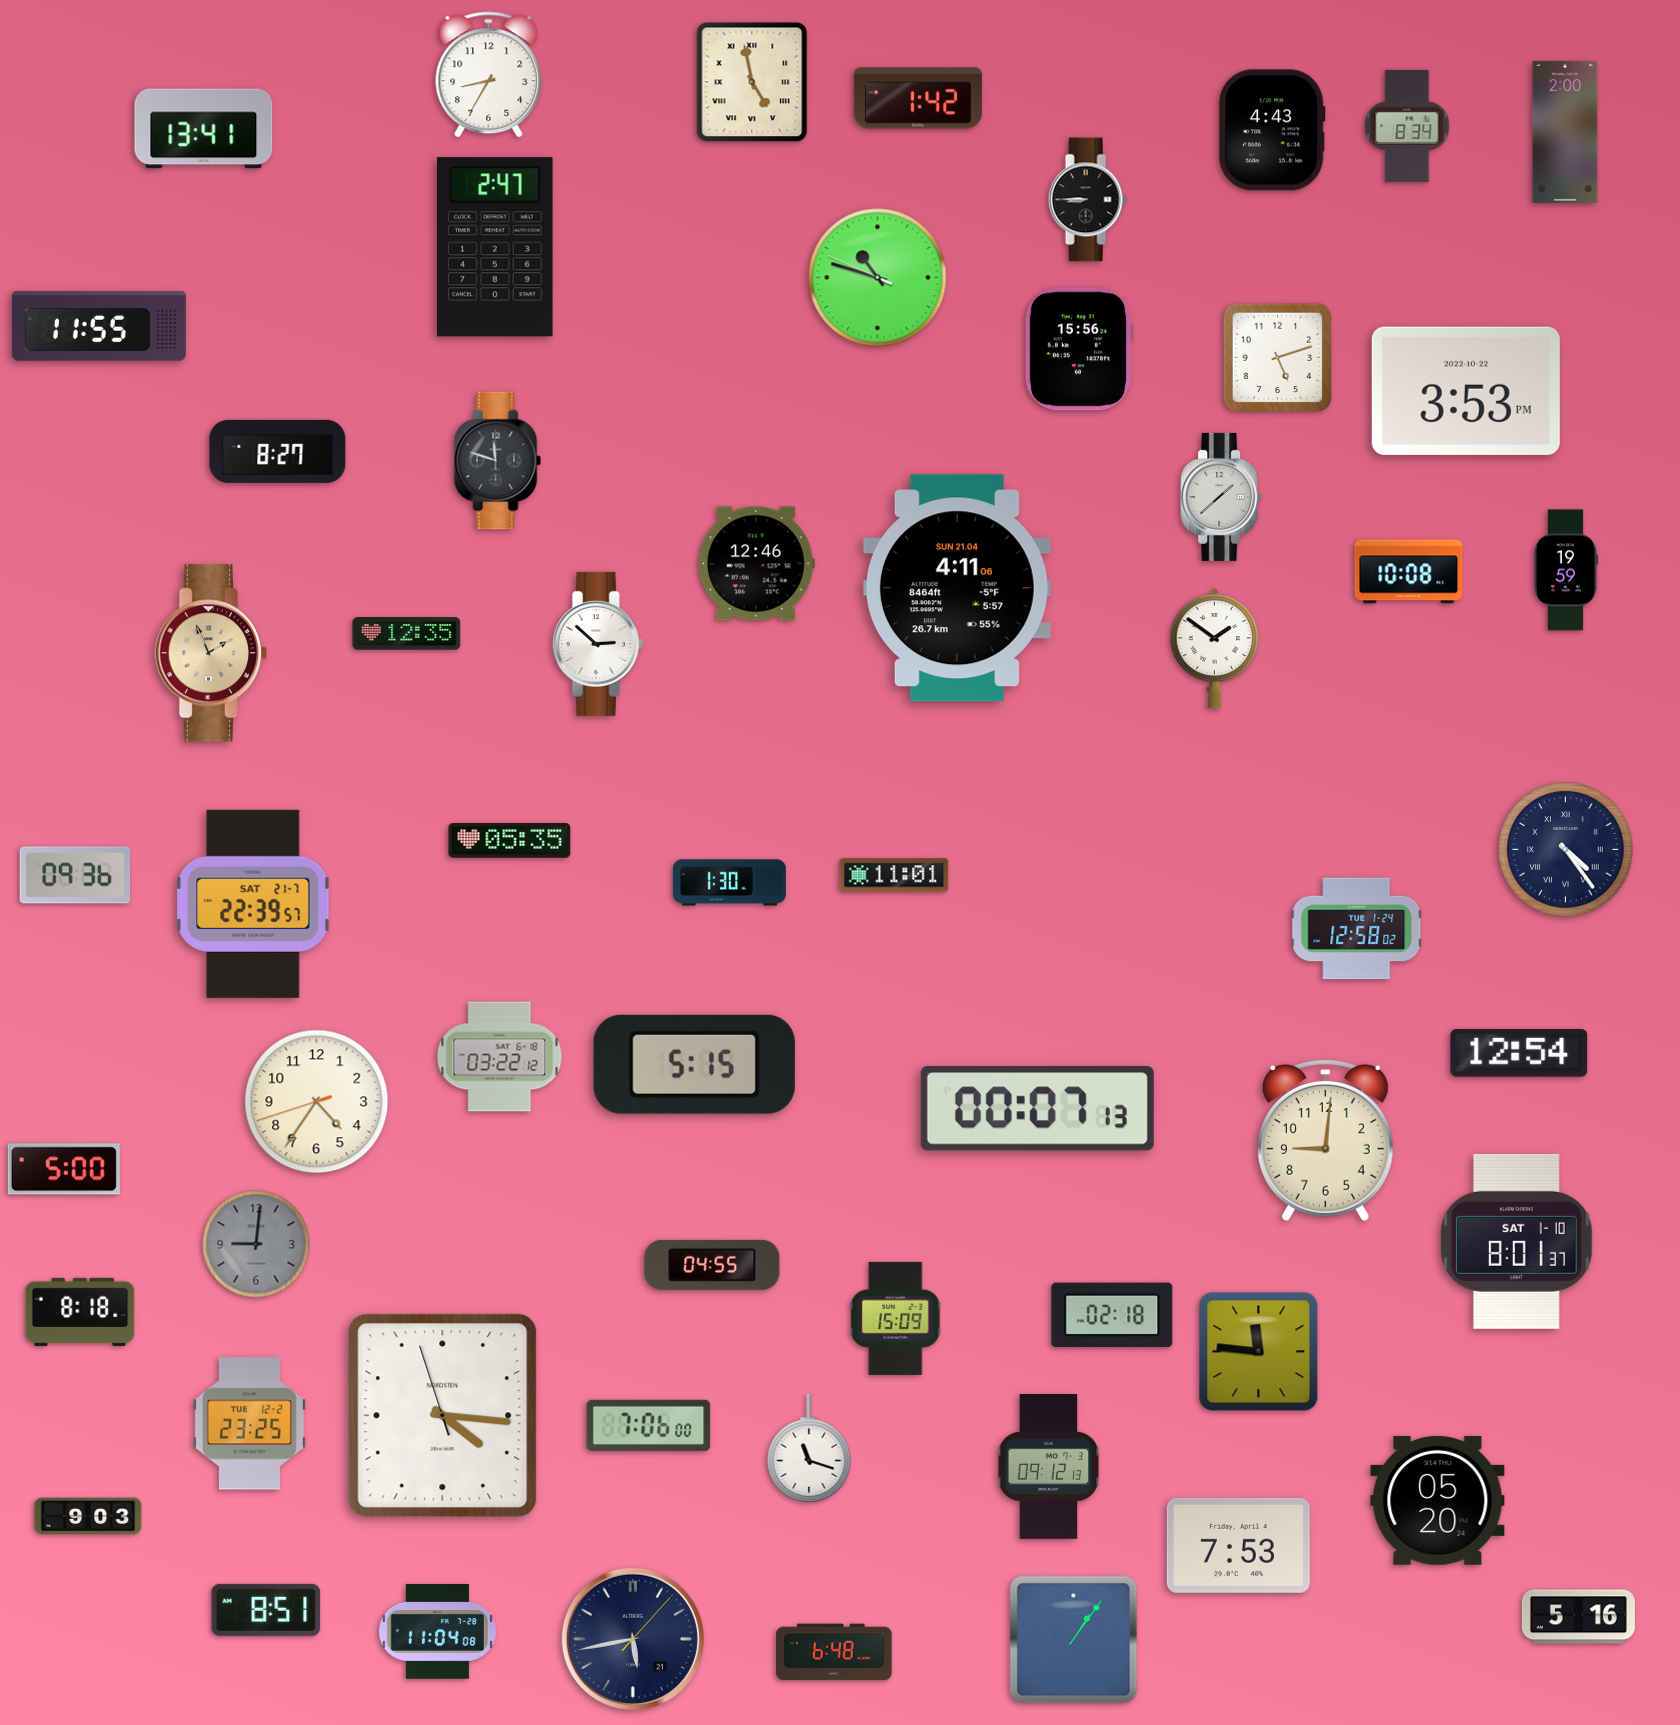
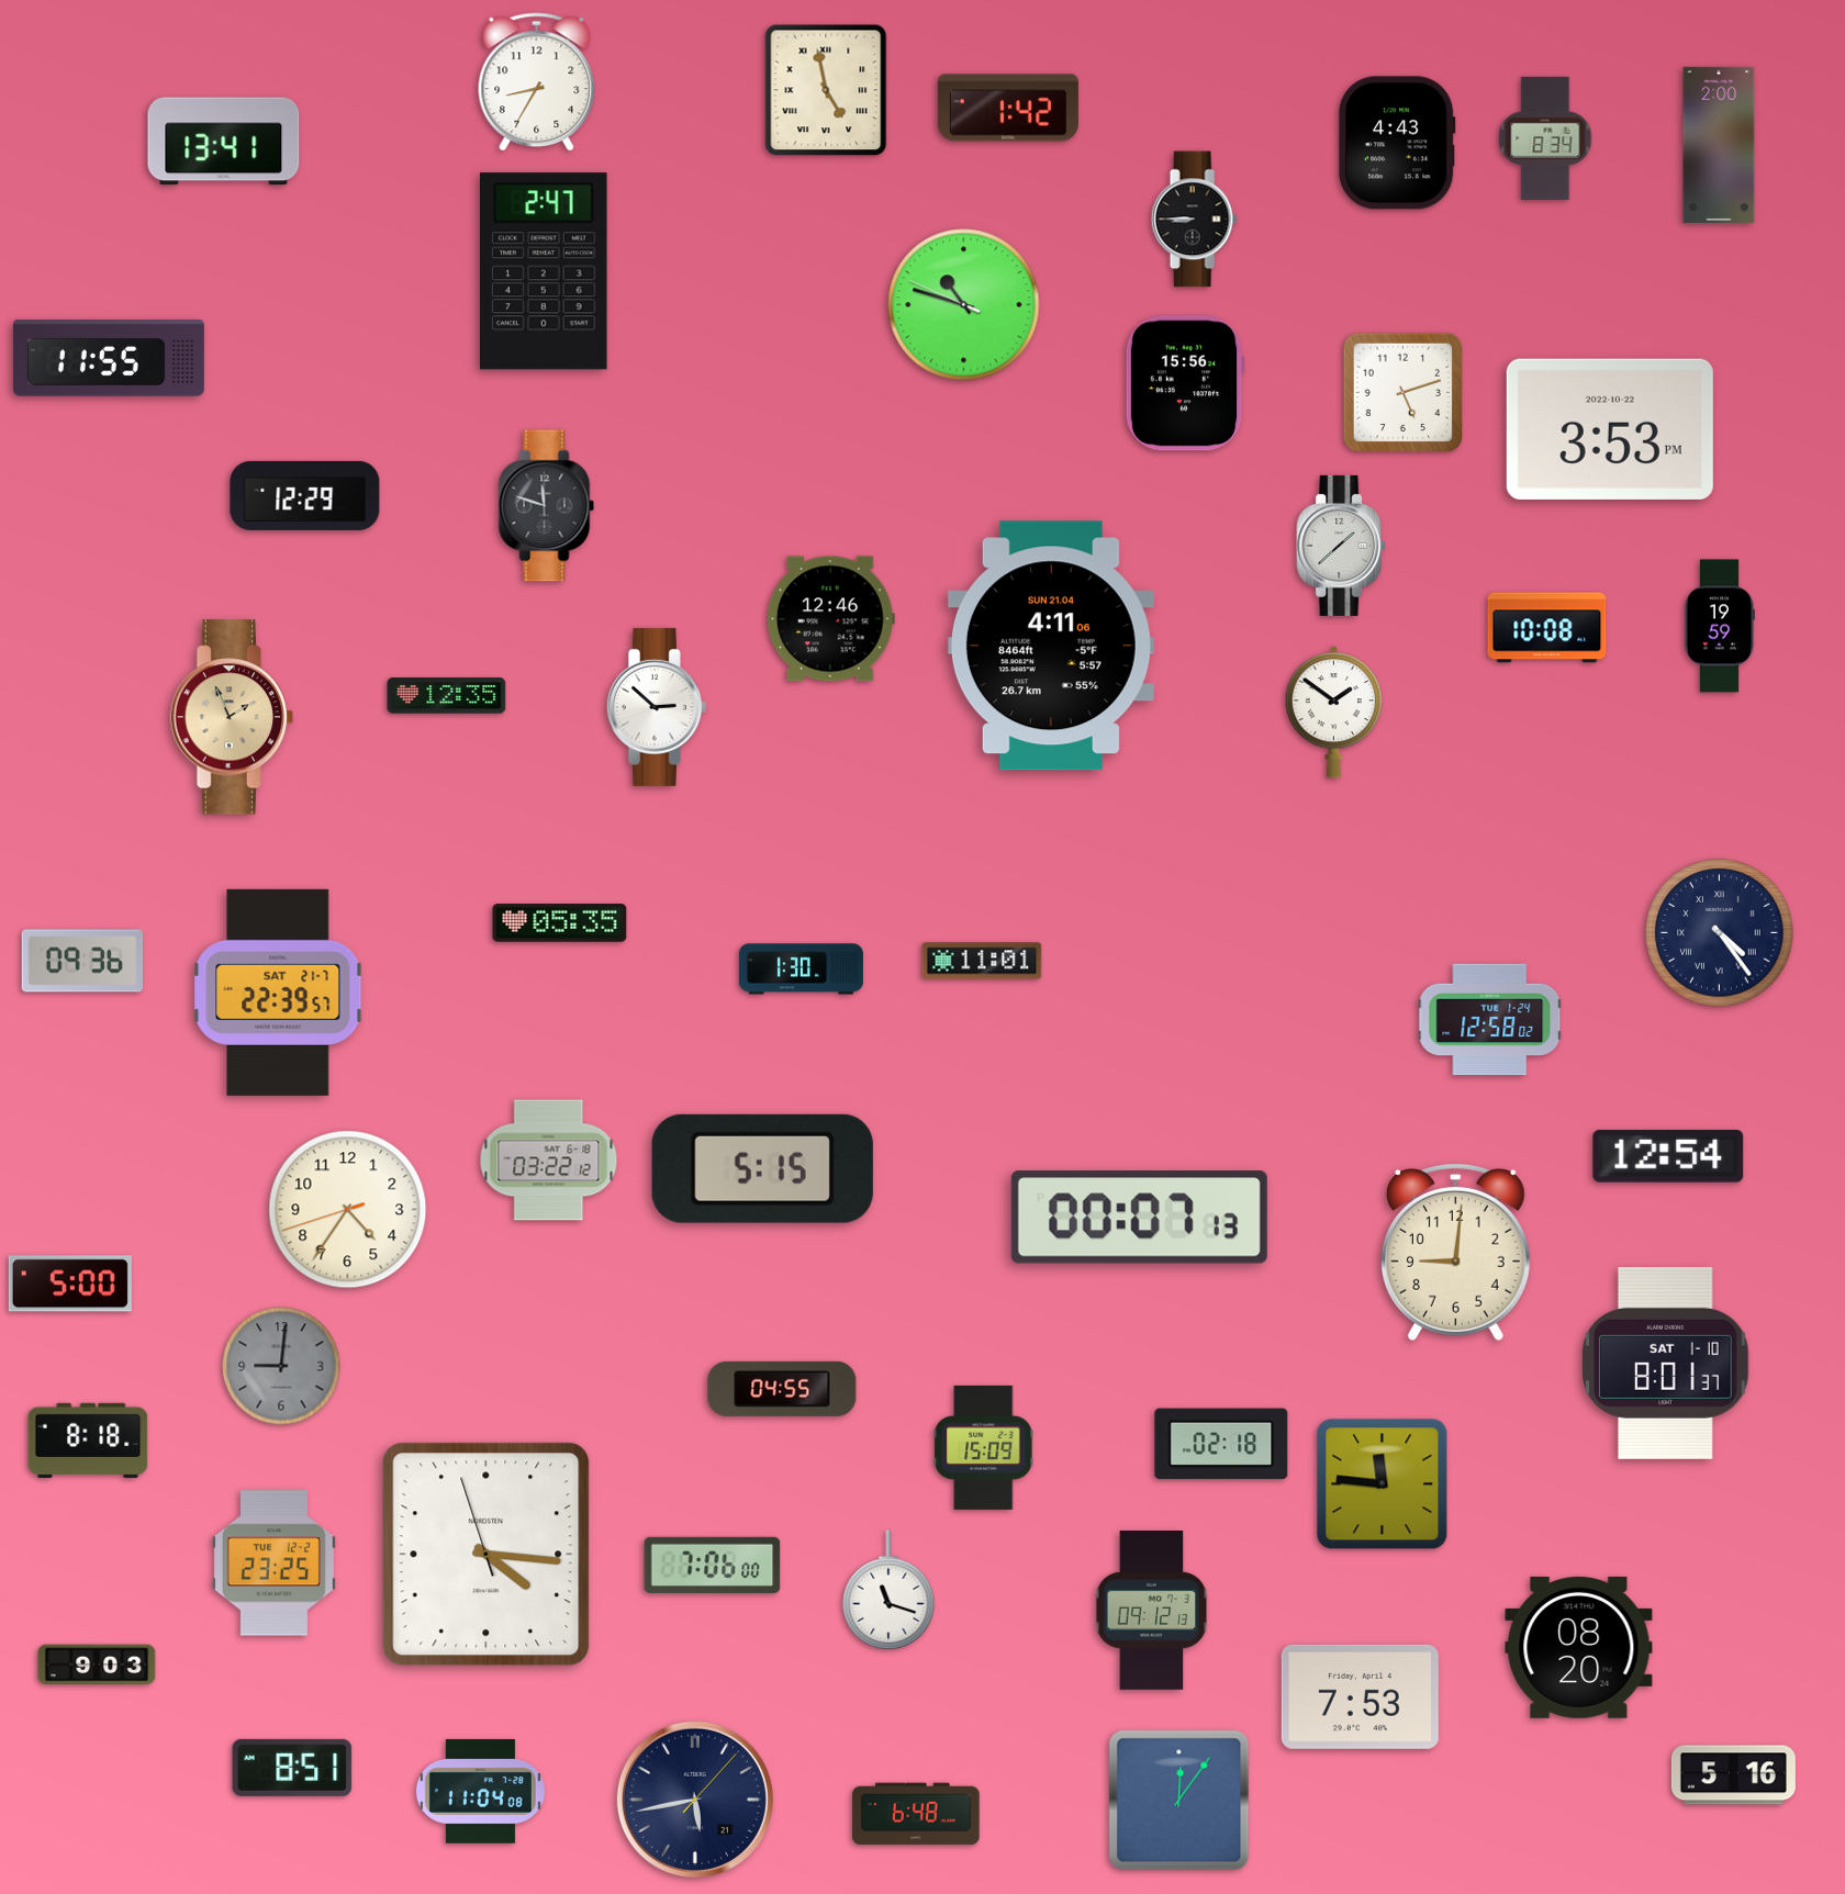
clock at (278, 451): 8:27 -> 12:29
clock at (1438, 1500): 05:20 -> 08:20
clock at (1074, 1640): 1:06 -> 12:06
